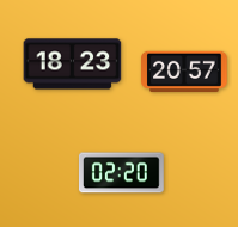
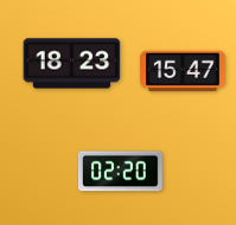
clock at (184, 72): 20:57 -> 15:47
